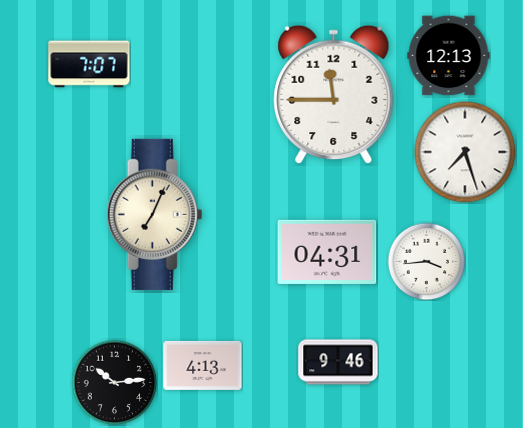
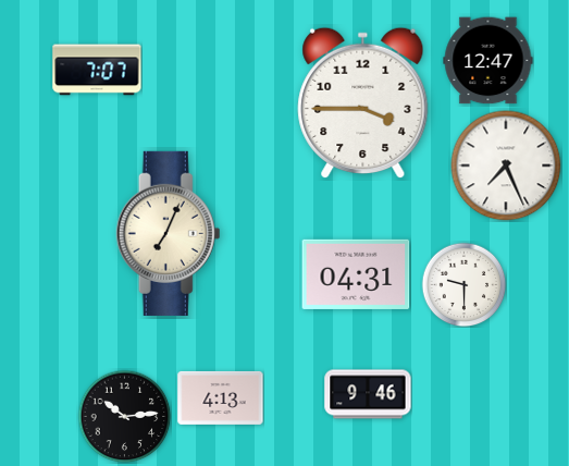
clock at (449, 56): 12:13 -> 12:47
clock at (334, 95): 11:45 -> 3:45
clock at (465, 152): 7:27 -> 7:26
clock at (426, 261): 3:44 -> 9:30
